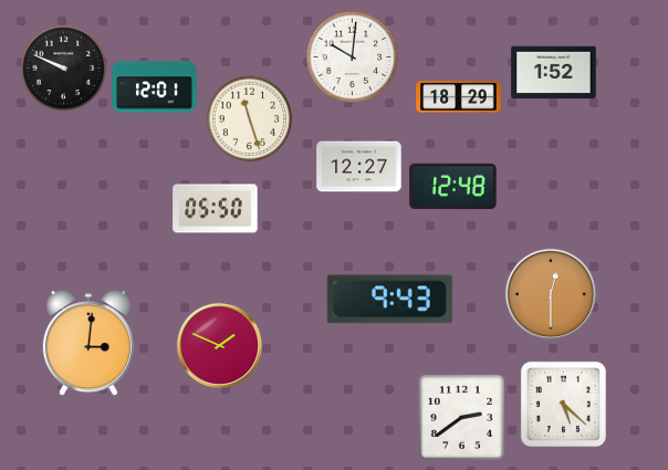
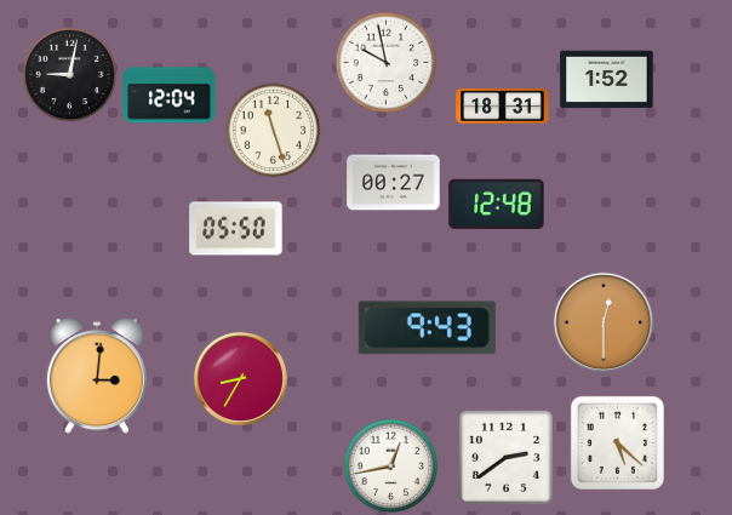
clock at (352, 56): 10:01 -> 9:58
clock at (63, 67): 9:49 -> 9:02
clock at (155, 87): 12:01 -> 12:04
clock at (459, 97): 18:29 -> 18:31
clock at (359, 167): 12:27 -> 00:27
clock at (219, 345): 1:49 -> 8:35
clock at (390, 465): none -> 12:43
